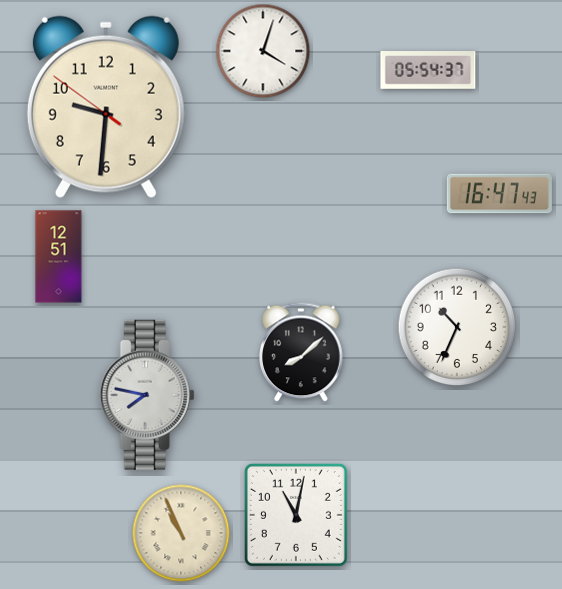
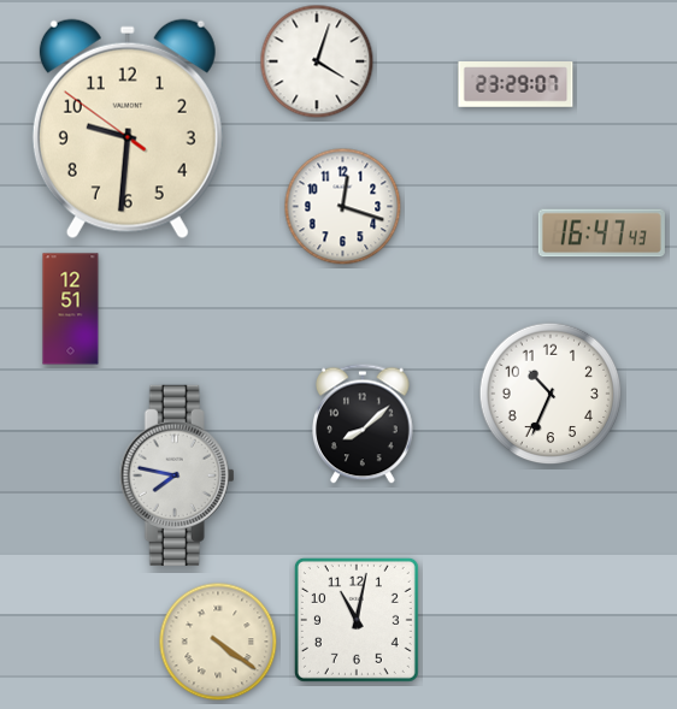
clock at (428, 70): 05:54 -> 23:29
clock at (343, 207): none -> 12:18
clock at (181, 533): 10:56 -> 4:21
